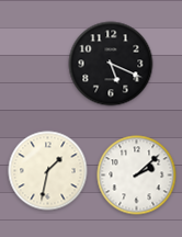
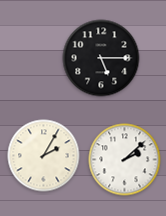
clock at (111, 64): 5:19 -> 5:15
clock at (48, 171): 1:32 -> 2:05
